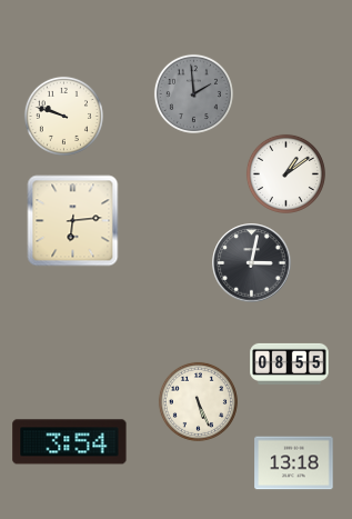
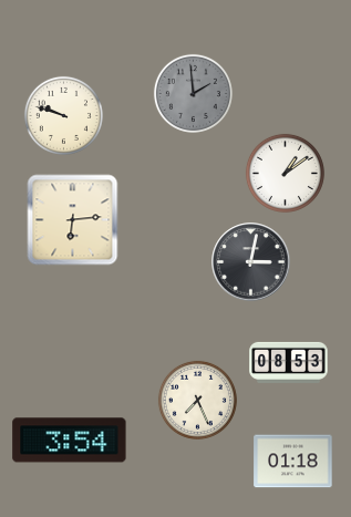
clock at (290, 363): 08:55 -> 08:53
clock at (198, 401): 5:26 -> 7:26
clock at (294, 463): 13:18 -> 01:18
